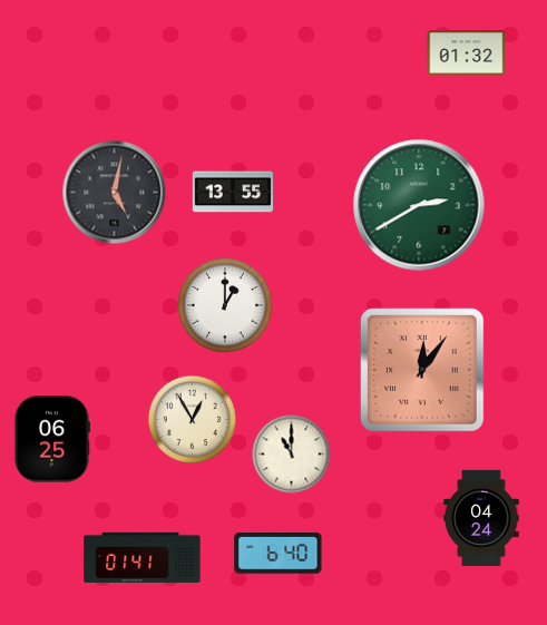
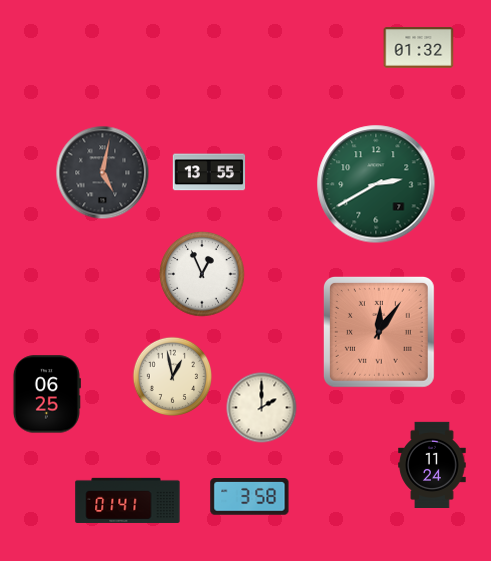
clock at (225, 305): 1:00 -> 12:56
clock at (192, 419): 12:55 -> 12:58
clock at (292, 455): 11:00 -> 2:00
clock at (481, 517): 04:24 -> 11:24
clock at (279, 554): 6:40 -> 3:58
